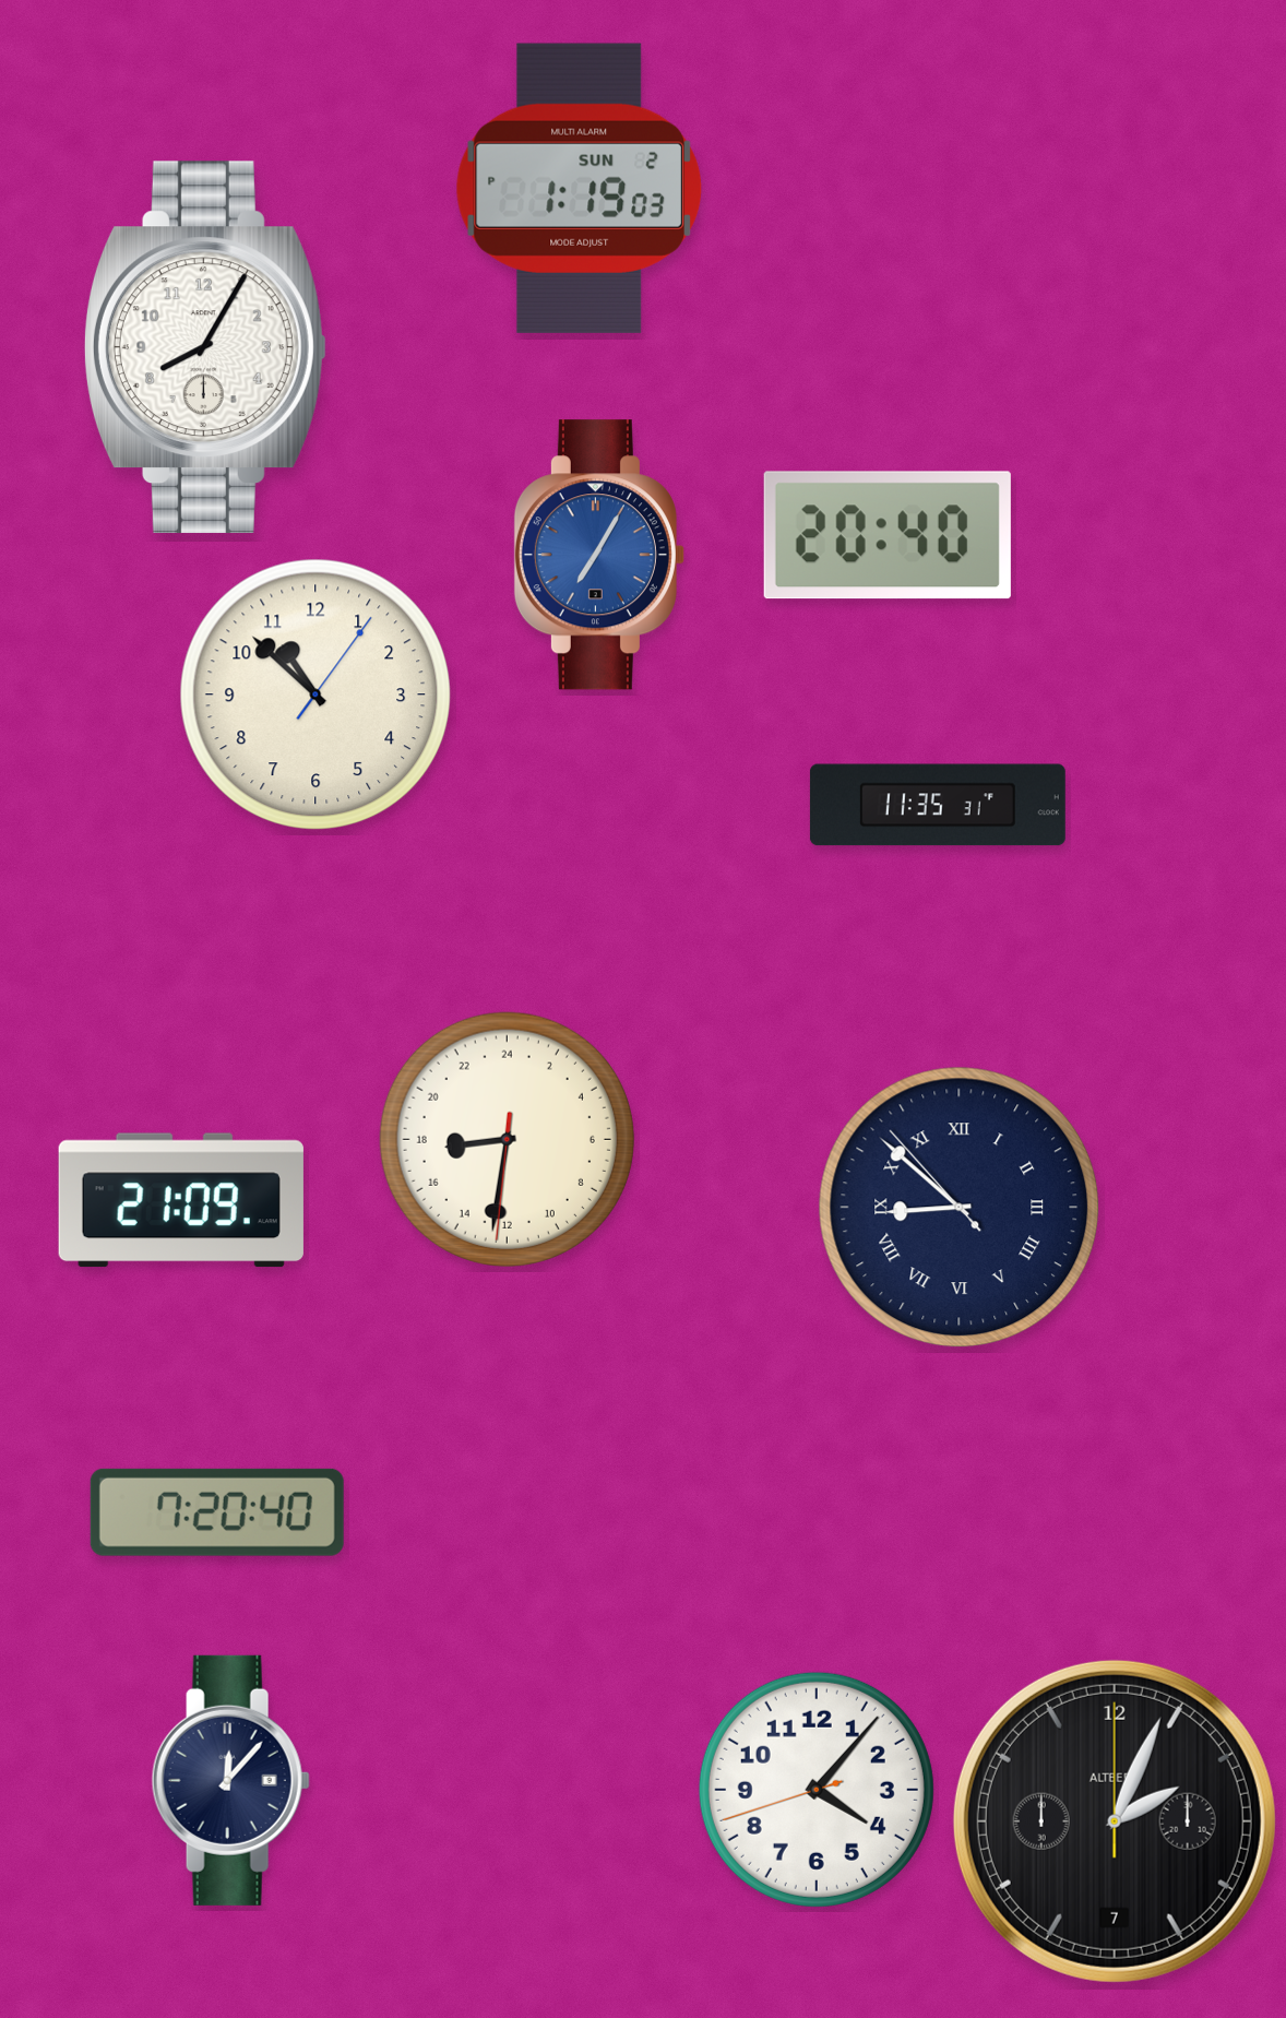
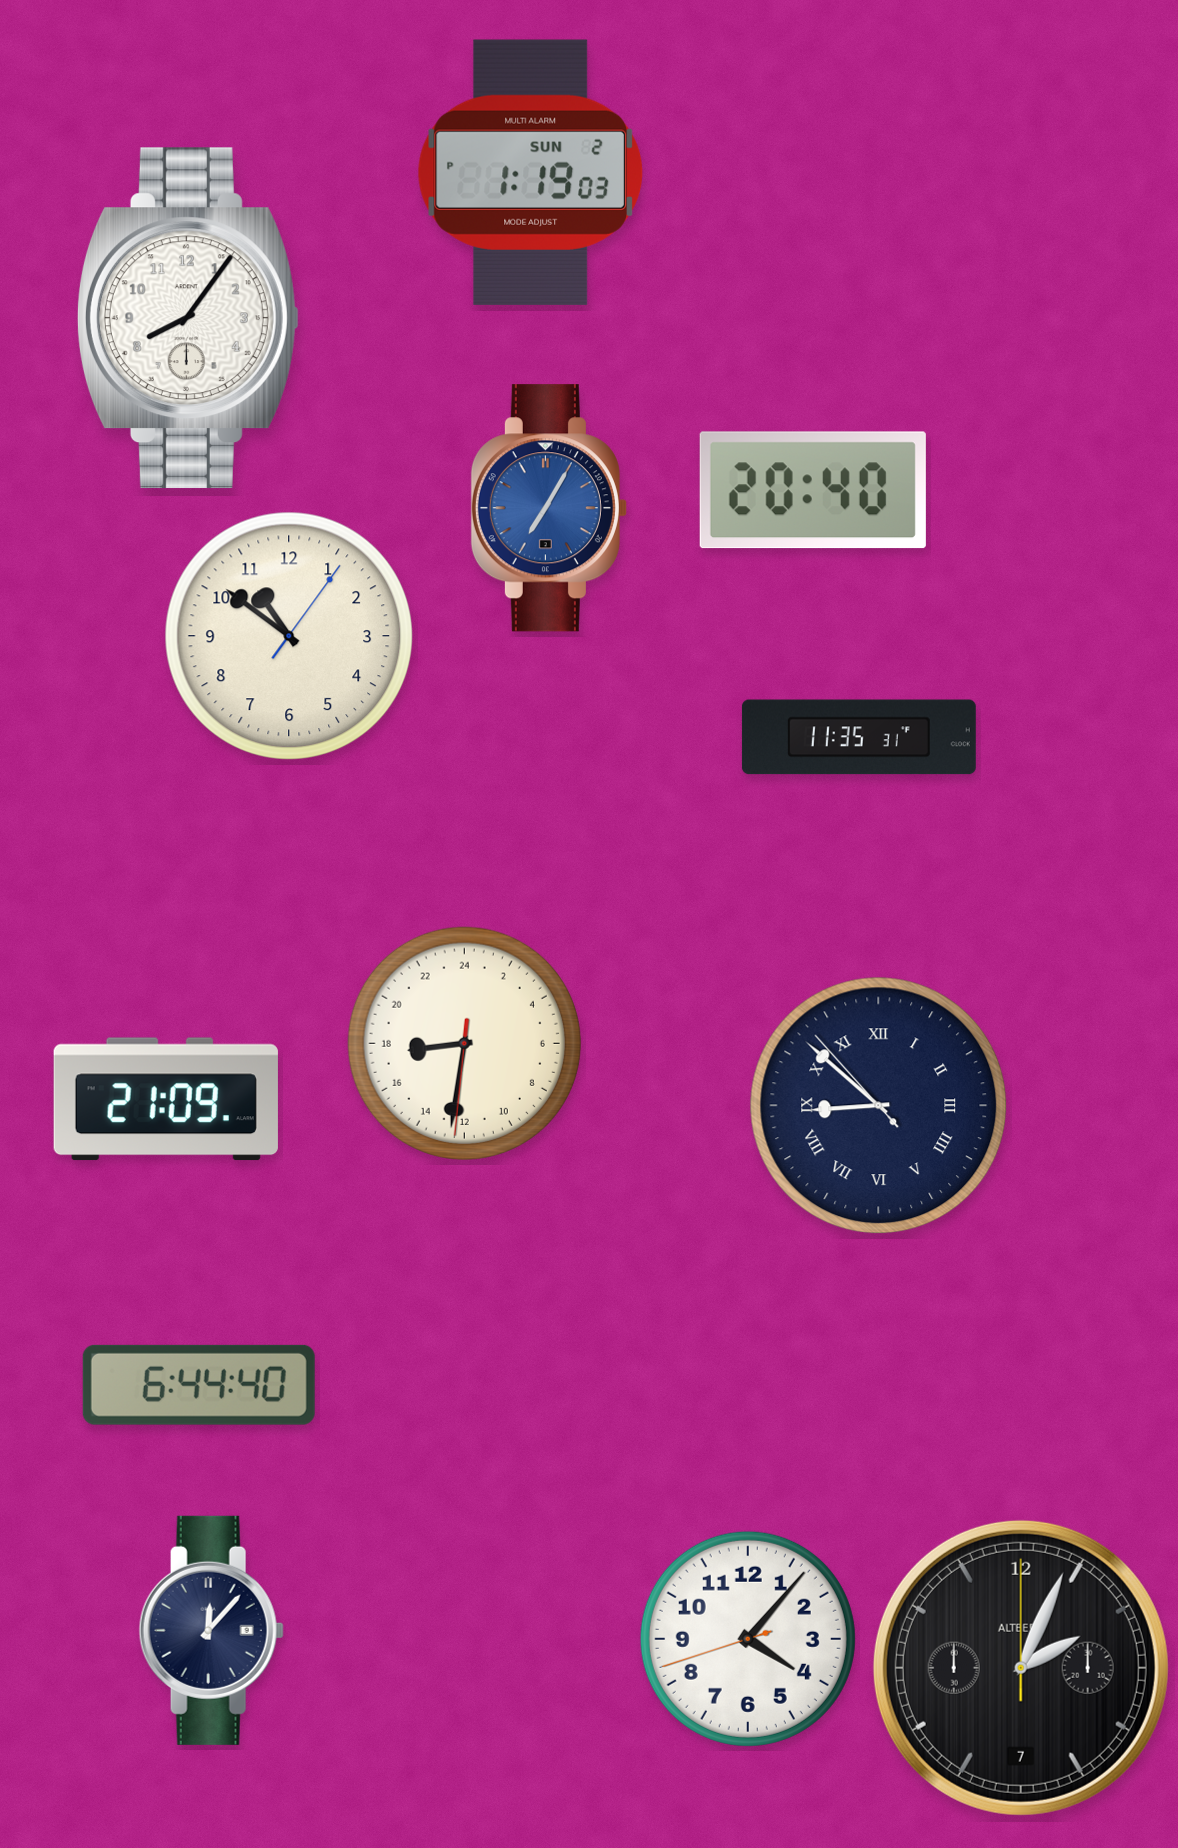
clock at (205, 347): 8:05 -> 8:06
clock at (315, 695): 10:52 -> 10:51
clock at (217, 1512): 7:20 -> 6:44
